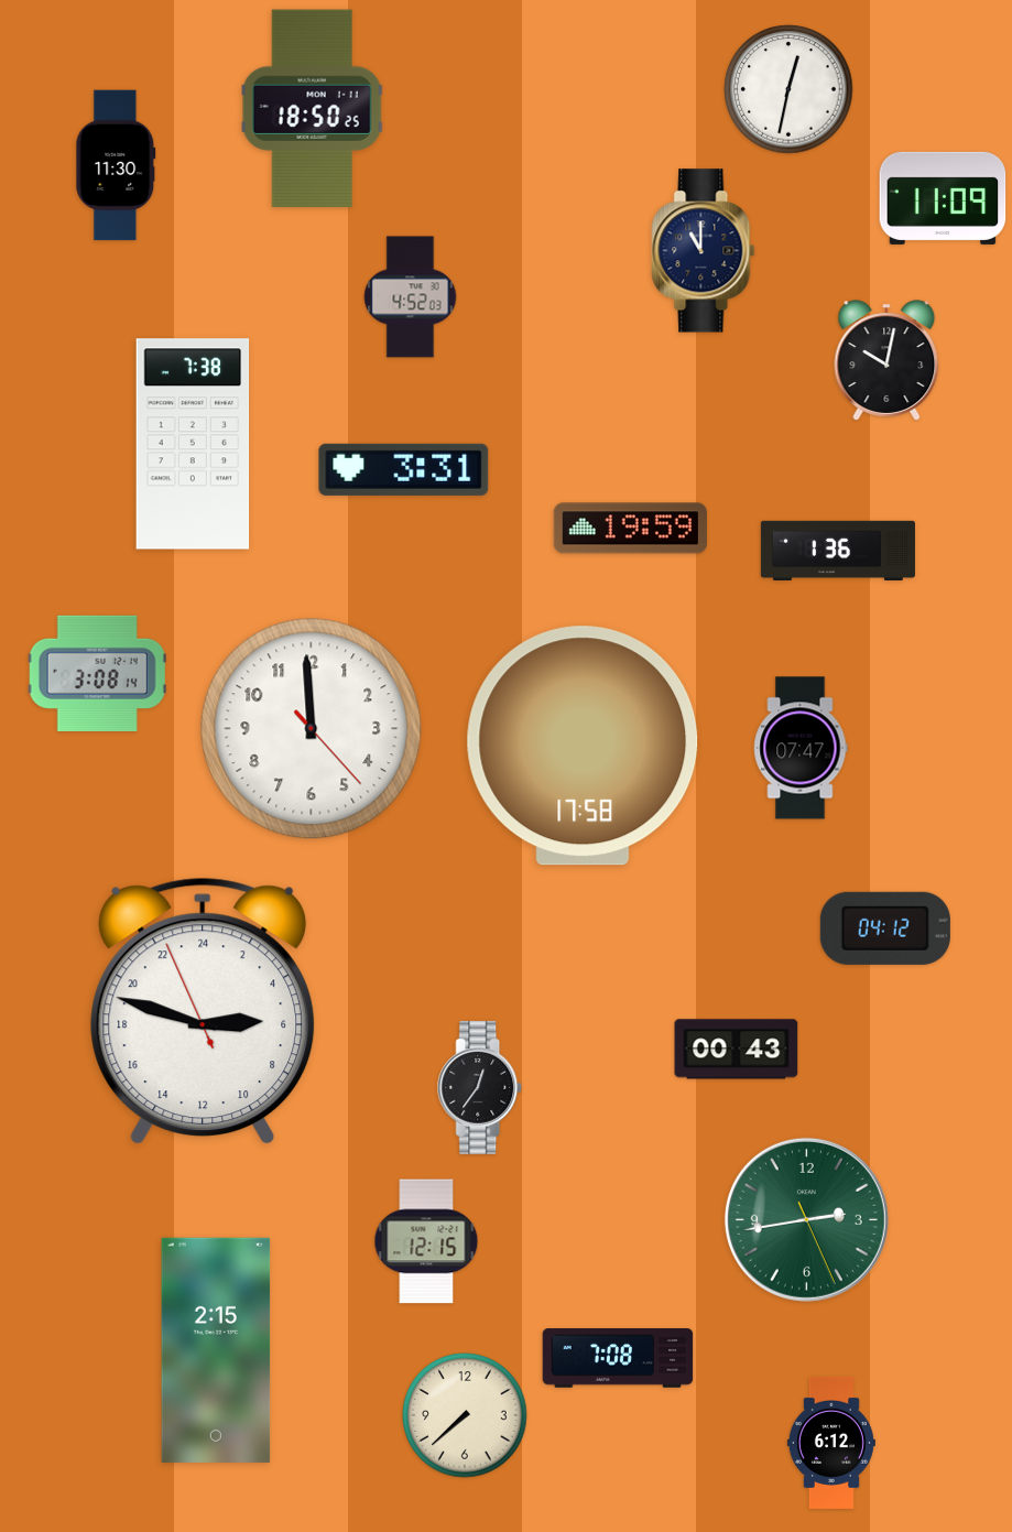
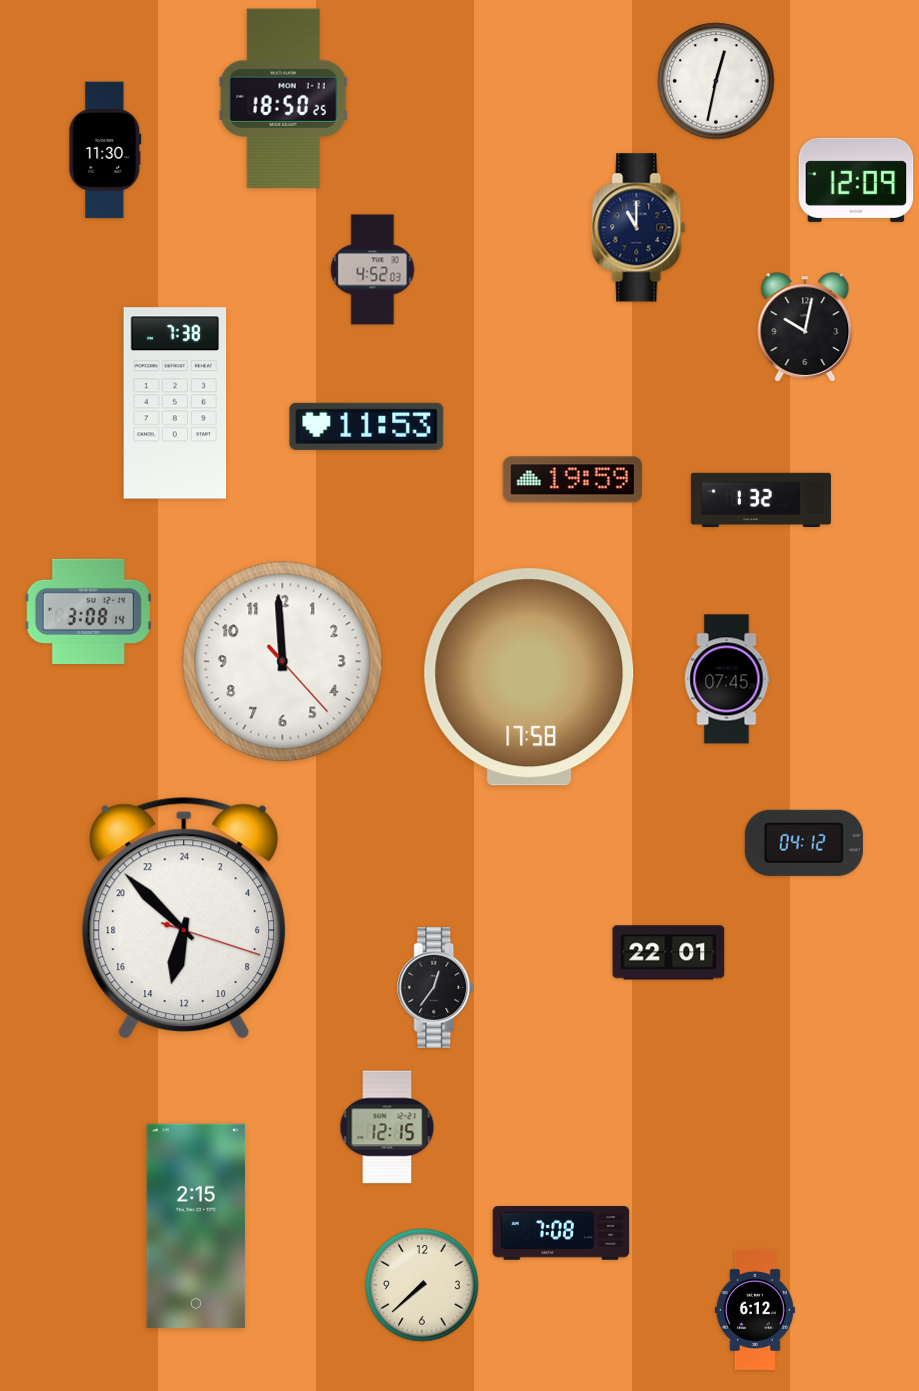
clock at (943, 198): 11:09 -> 12:09
clock at (404, 469): 3:31 -> 11:53
clock at (838, 551): 1:36 -> 1:32
clock at (801, 748): 07:47 -> 07:45
clock at (203, 1011): 5:47 -> 12:52
clock at (737, 1050): 00:43 -> 22:01
clock at (806, 1219): 2:43 -> none
